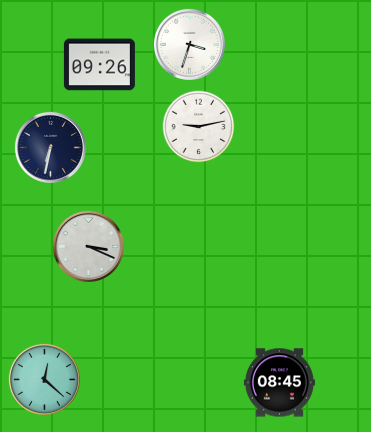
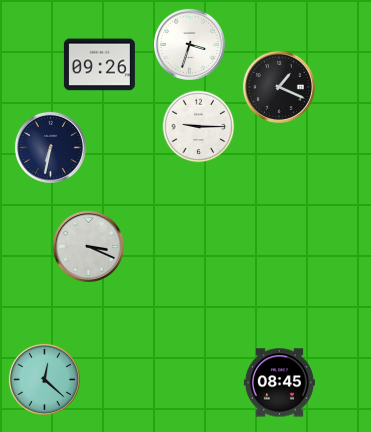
clock at (279, 87): none -> 1:19
clock at (199, 127): 9:13 -> 9:15
